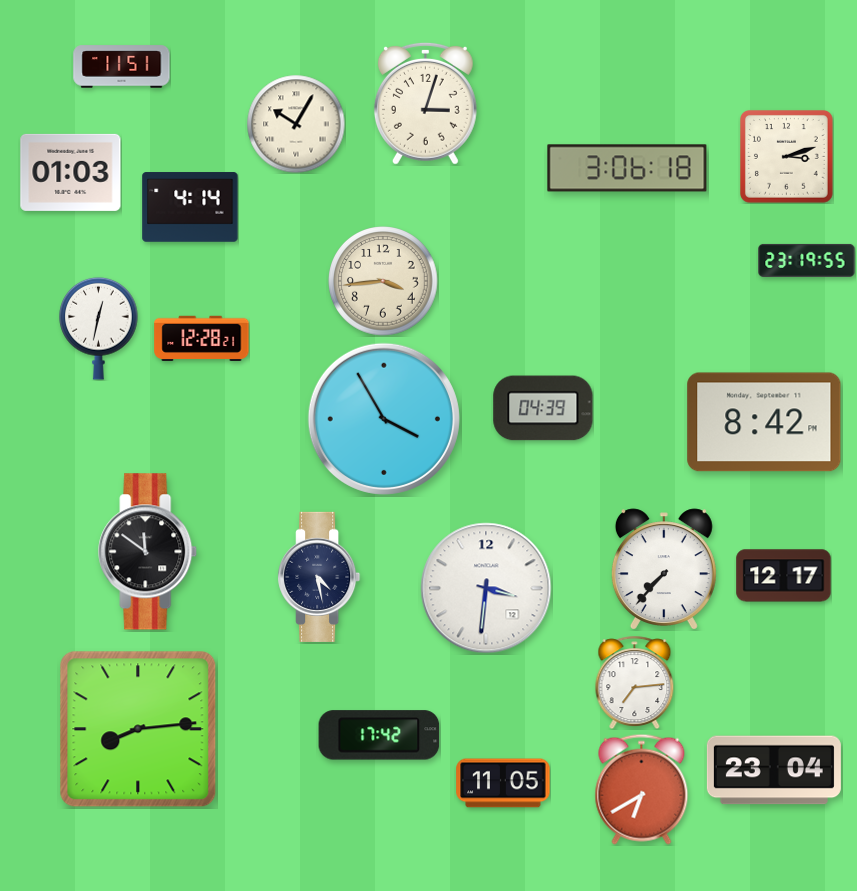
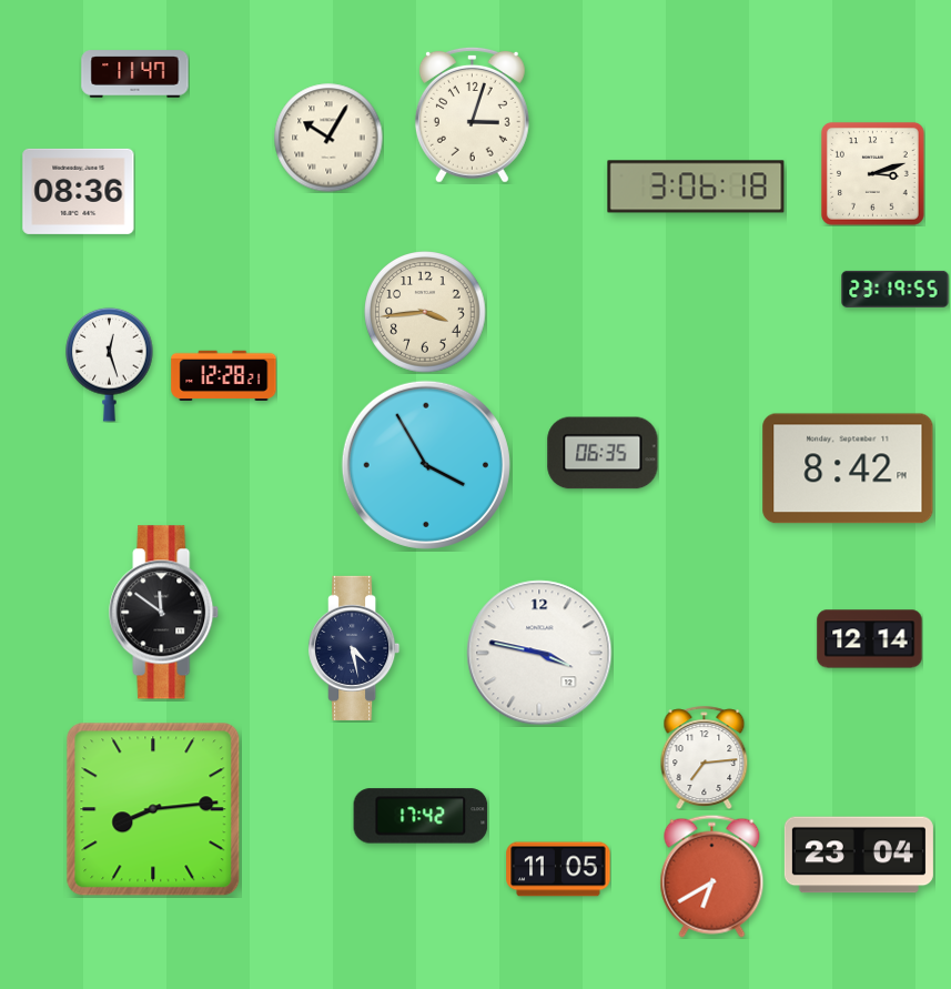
clock at (122, 67): 11:51 -> 11:47
clock at (71, 172): 01:03 -> 08:36
clock at (190, 207): 4:14 -> none
clock at (99, 328): 12:32 -> 12:27
clock at (543, 408): 04:39 -> 06:35
clock at (664, 569): 7:37 -> none
clock at (784, 576): 12:17 -> 12:14
clock at (319, 577) position: (319, 577) -> (354, 648)
clock at (486, 588): 3:31 -> 3:47
